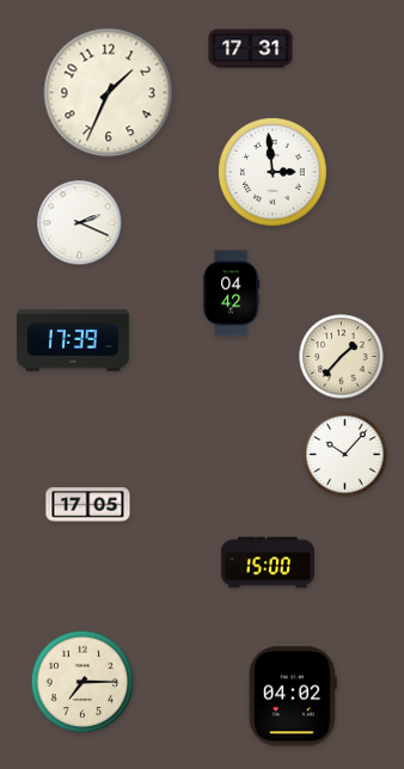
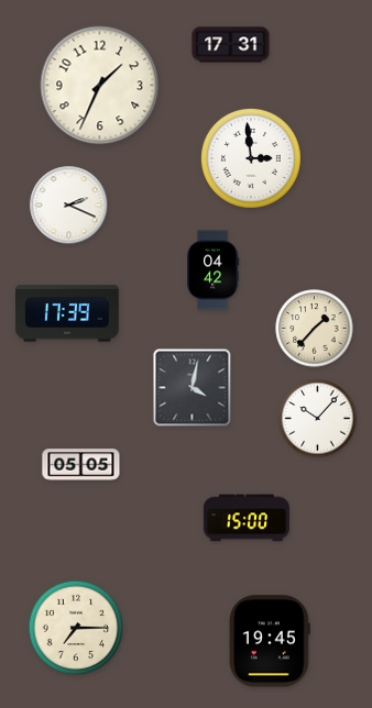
clock at (80, 223) position: (80, 223) -> (69, 206)
clock at (193, 388): none -> 4:02
clock at (88, 505): 17:05 -> 05:05
clock at (293, 696): 04:02 -> 19:45
